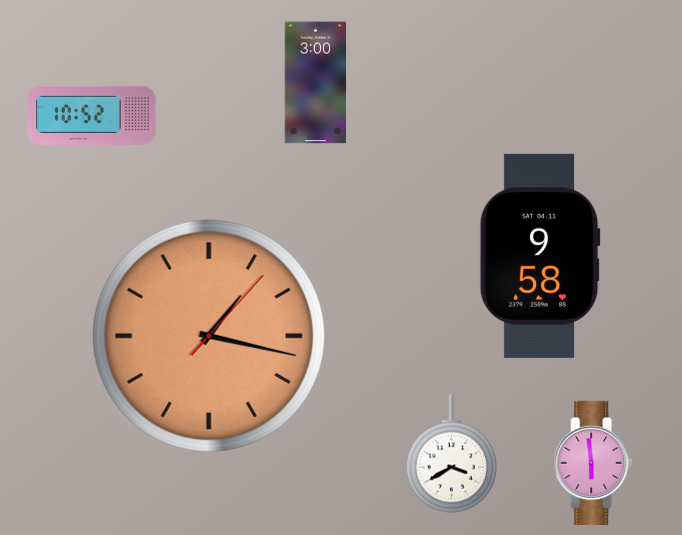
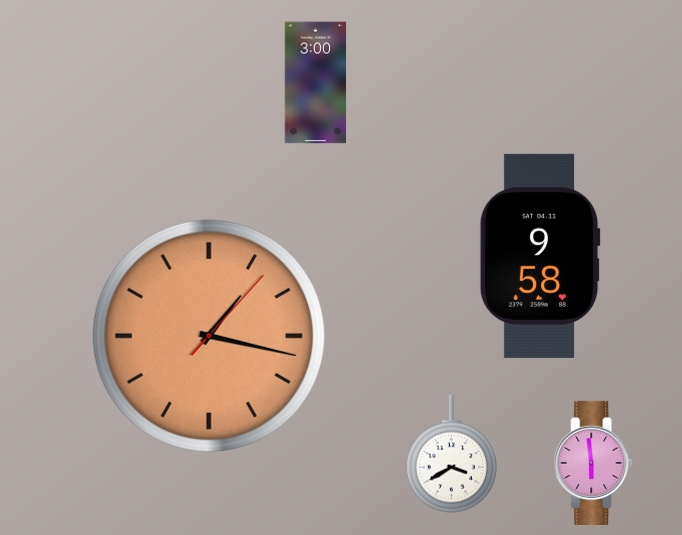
clock at (92, 115): 10:52 -> none
